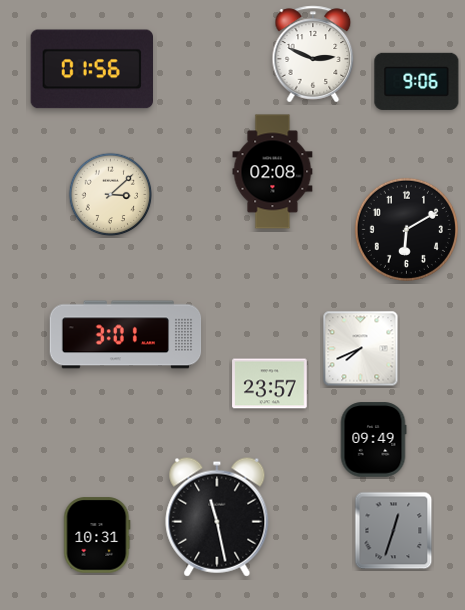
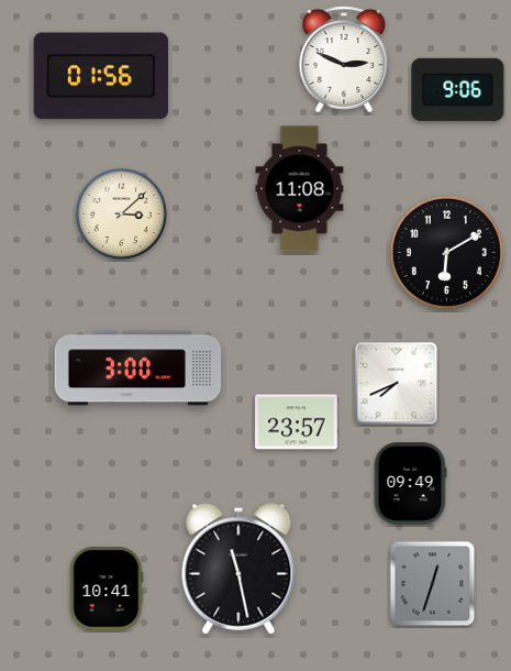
clock at (273, 172): 02:08 -> 11:08
clock at (126, 335): 3:01 -> 3:00
clock at (97, 535): 10:31 -> 10:41
